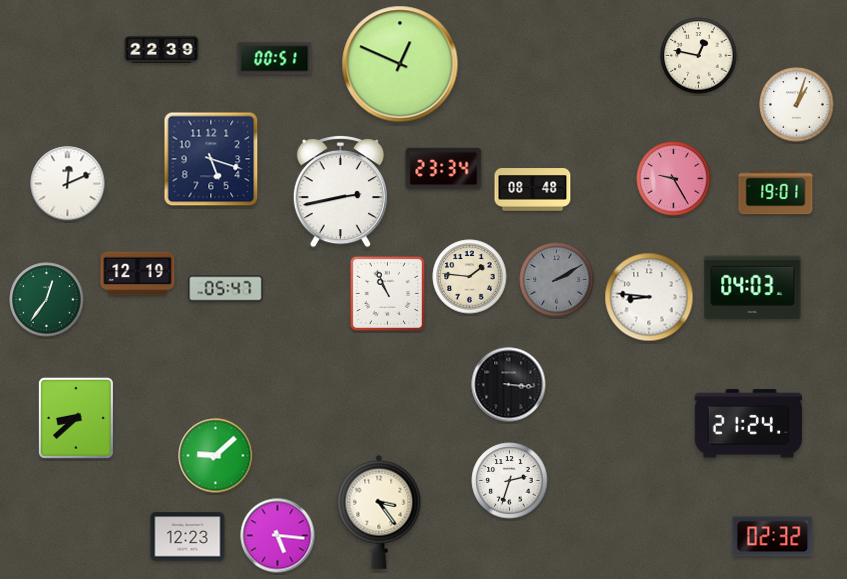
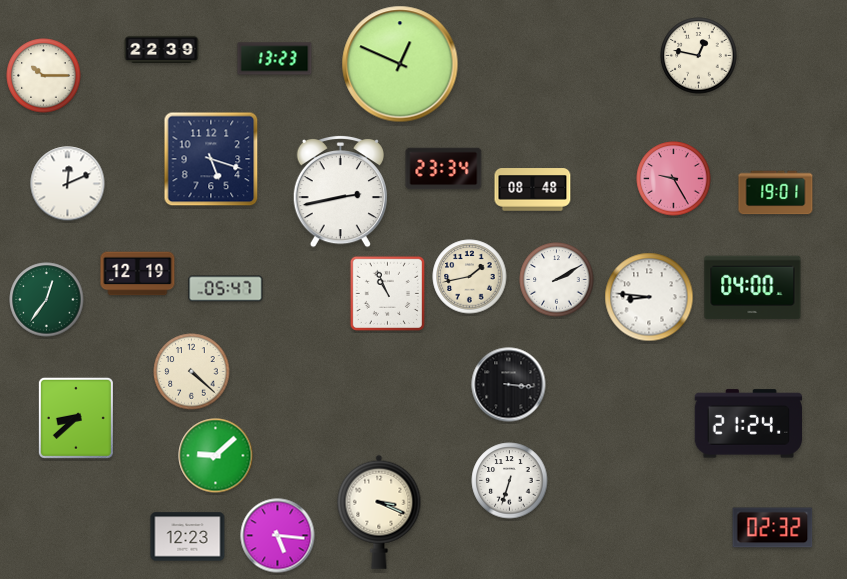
clock at (275, 59): 00:51 -> 13:23
clock at (44, 76): none -> 10:15
clock at (797, 105): 1:03 -> none
clock at (470, 277): 1:46 -> 1:43
clock at (557, 280) dial: grey -> white
clock at (753, 288): 04:03 -> 04:00
clock at (192, 372): none -> 4:22
clock at (510, 481): 2:33 -> 6:33
clock at (379, 512): 3:24 -> 3:19
clock at (773, 537) position: (773, 537) -> (773, 528)
